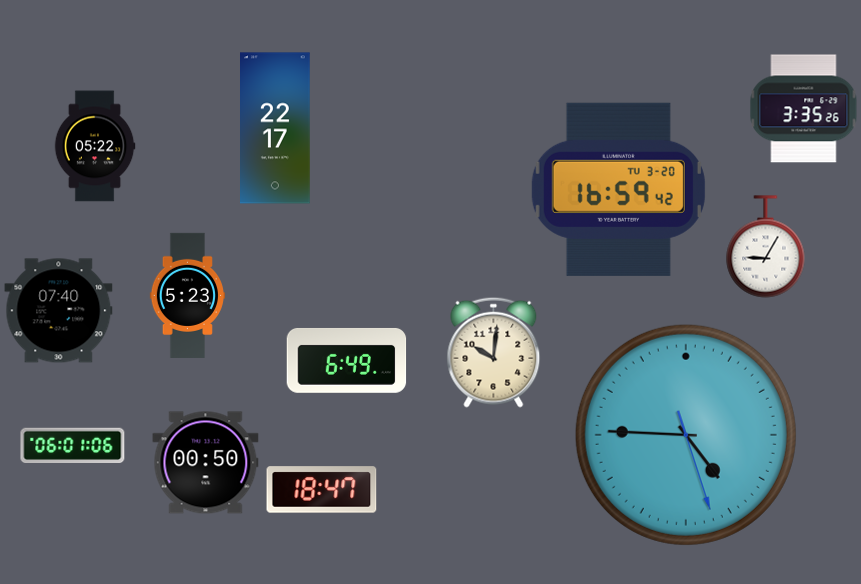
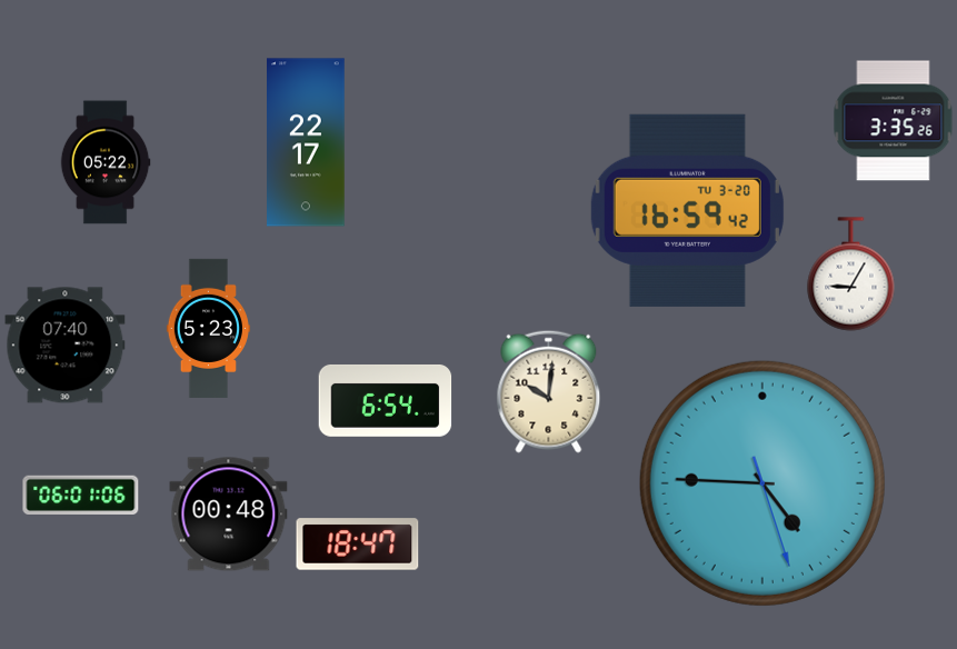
clock at (347, 360): 6:49 -> 6:54
clock at (206, 463): 00:50 -> 00:48
